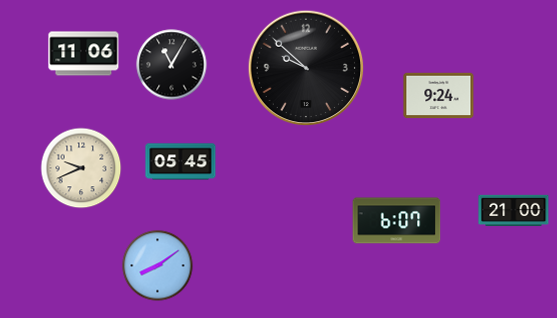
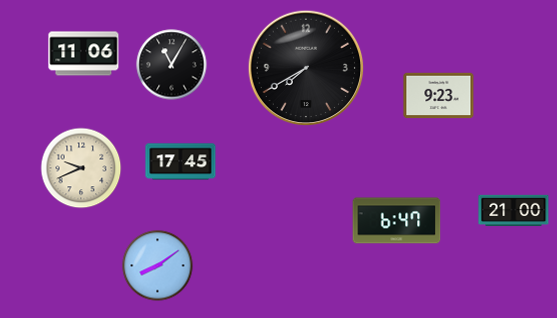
clock at (306, 68): 9:52 -> 7:40
clock at (439, 96): 9:24 -> 9:23
clock at (181, 162): 05:45 -> 17:45
clock at (397, 221): 6:07 -> 6:47
